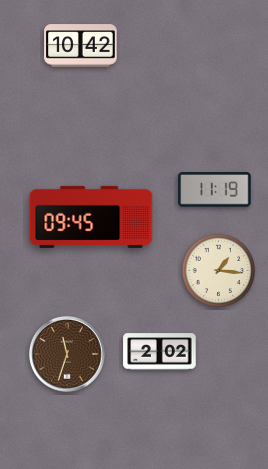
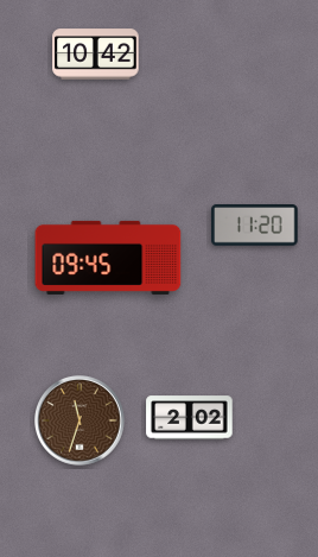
clock at (215, 190): 11:19 -> 11:20
clock at (219, 271): 1:16 -> none
